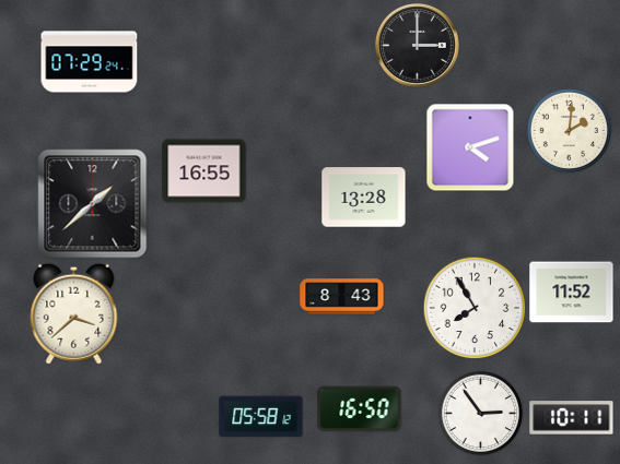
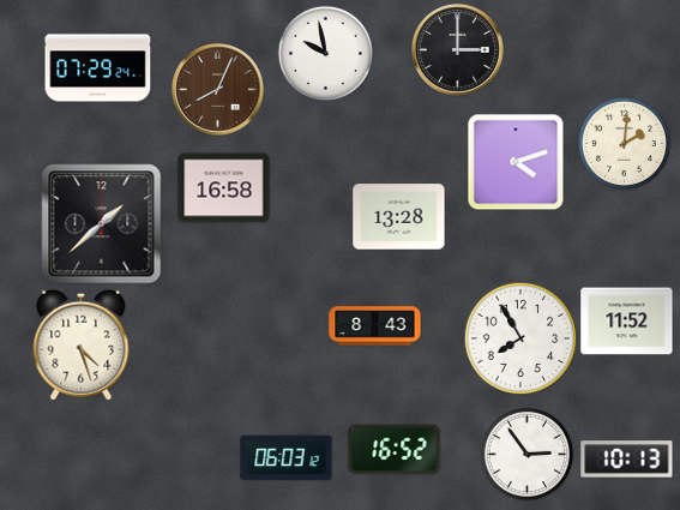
clock at (325, 53): none -> 9:58
clock at (218, 90): none -> 8:04
clock at (204, 171): 16:55 -> 16:58
clock at (74, 313): 3:38 -> 4:27
clock at (360, 409): 16:50 -> 16:52
clock at (261, 417): 05:58 -> 06:03
clock at (572, 418): 10:11 -> 10:13
